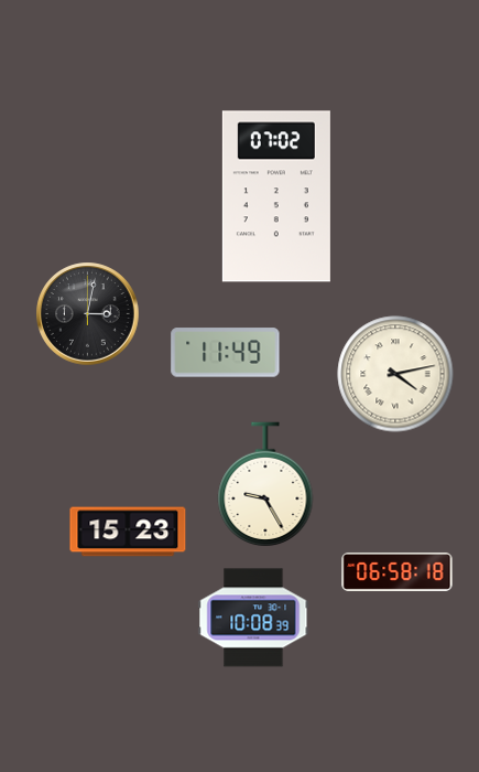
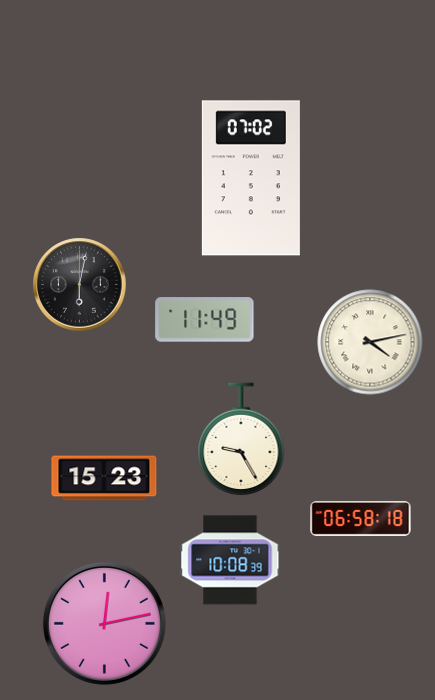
clock at (88, 314): 3:02 -> 6:02
clock at (395, 374) position: (395, 374) -> (370, 342)
clock at (128, 532) position: (128, 532) -> (104, 478)
clock at (104, 623): none -> 12:13
